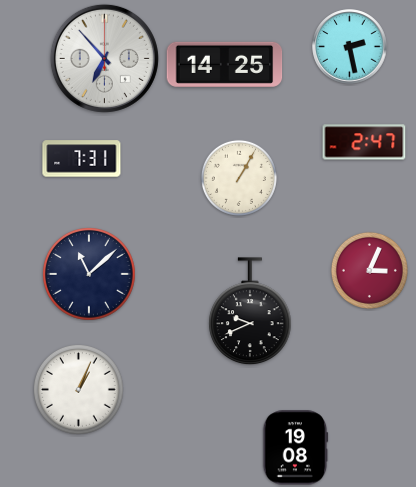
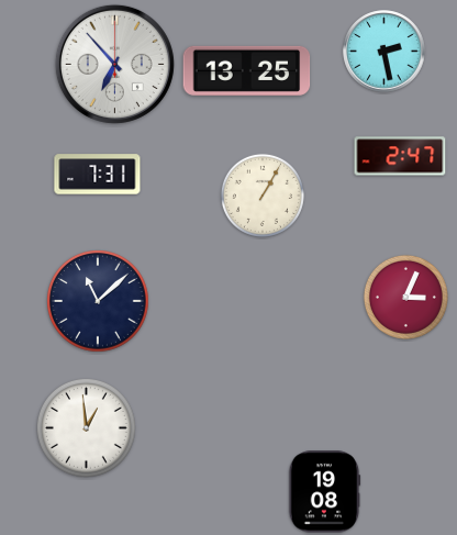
clock at (225, 64): 14:25 -> 13:25
clock at (82, 159) position: (82, 159) -> (98, 175)
clock at (250, 312): 9:41 -> none
clock at (78, 389): 1:04 -> 12:59
